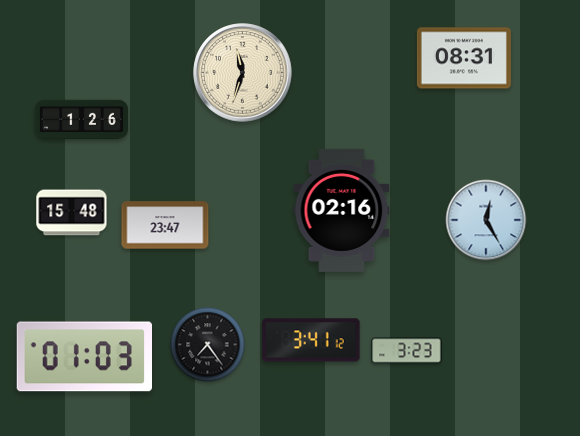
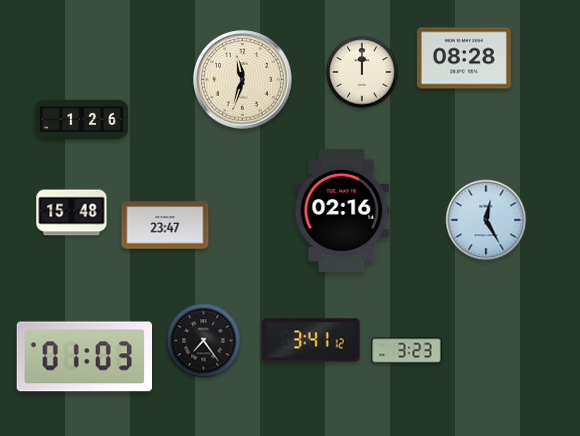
clock at (464, 58): 08:31 -> 08:28
clock at (362, 72): none -> 12:00
clock at (243, 73) position: (243, 73) -> (243, 80)
clock at (208, 345) position: (208, 345) -> (204, 341)
